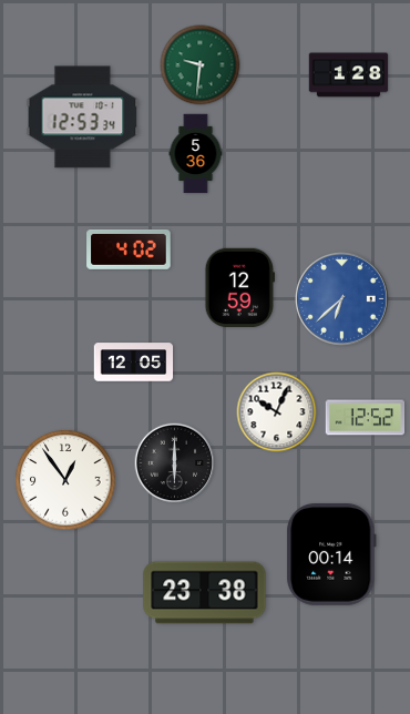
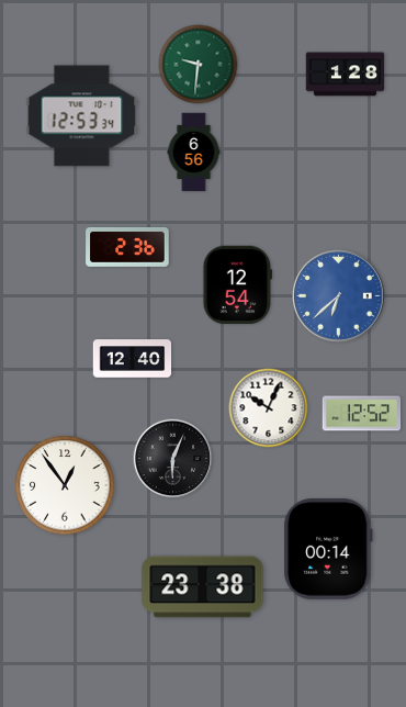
clock at (196, 154): 5:36 -> 6:56
clock at (129, 251): 4:02 -> 2:36
clock at (239, 288): 12:59 -> 12:54
clock at (134, 363): 12:05 -> 12:40
clock at (277, 412) position: (277, 412) -> (269, 408)
clock at (175, 463): 6:00 -> 6:04
clock at (65, 480) position: (65, 480) -> (65, 485)
